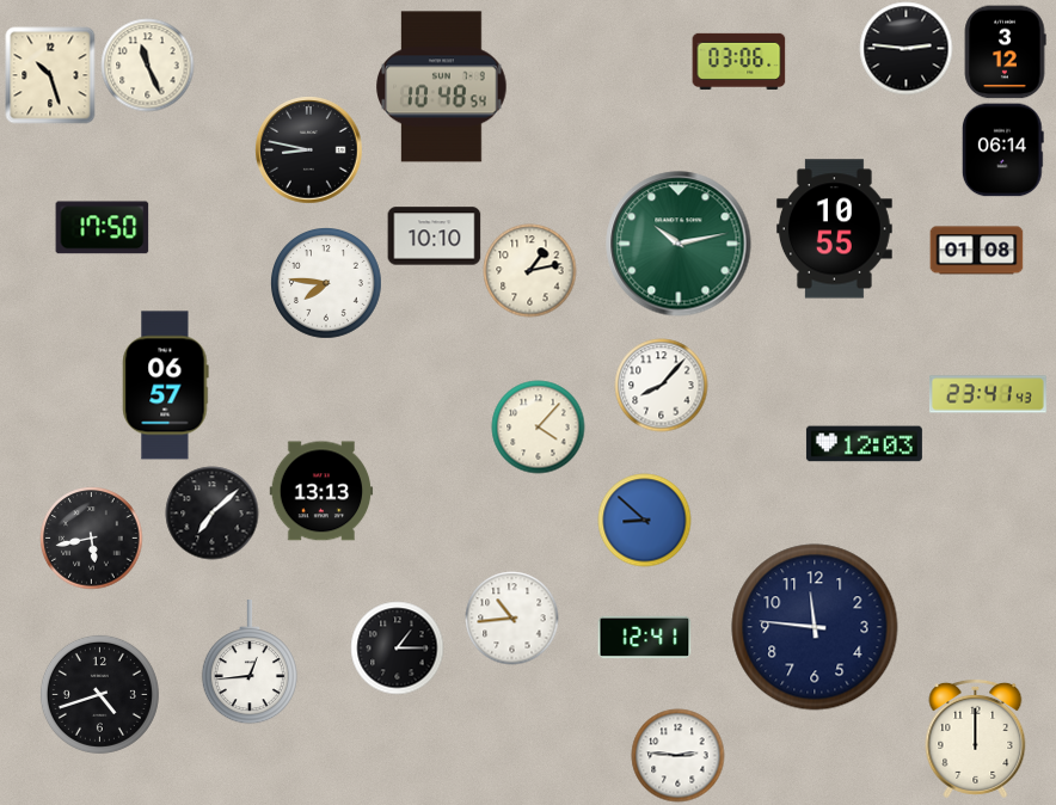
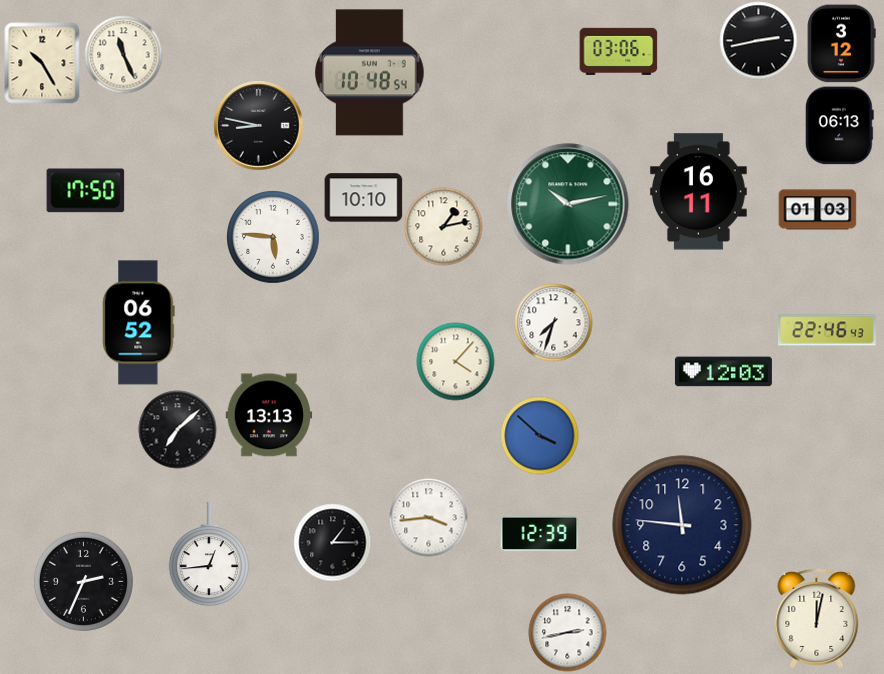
clock at (905, 48): 2:46 -> 2:43
clock at (50, 75): 10:27 -> 10:25
clock at (1002, 149): 06:14 -> 06:13
clock at (834, 229): 10:55 -> 16:11
clock at (976, 251): 01:08 -> 01:03
clock at (326, 283): 7:46 -> 5:46
clock at (661, 385): 8:07 -> 7:33
clock at (166, 386): 06:57 -> 06:52
clock at (988, 394): 23:41 -> 22:46
clock at (538, 426) position: (538, 426) -> (455, 361)
clock at (321, 491) position: (321, 491) -> (269, 415)
clock at (644, 520): 8:52 -> 3:52
clock at (91, 537): 5:43 -> none
clock at (511, 617): 10:44 -> 3:44
clock at (644, 638): 12:41 -> 12:39
clock at (99, 694): 4:42 -> 2:34
clock at (976, 738): 12:00 -> 12:02
clock at (677, 755): 2:46 -> 2:43
